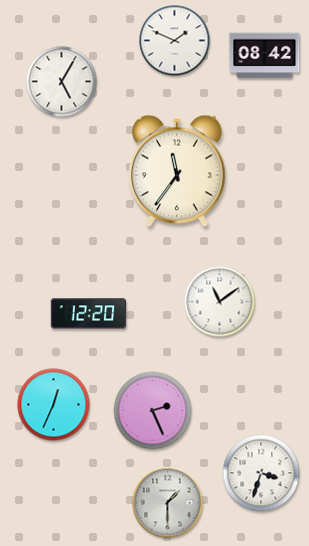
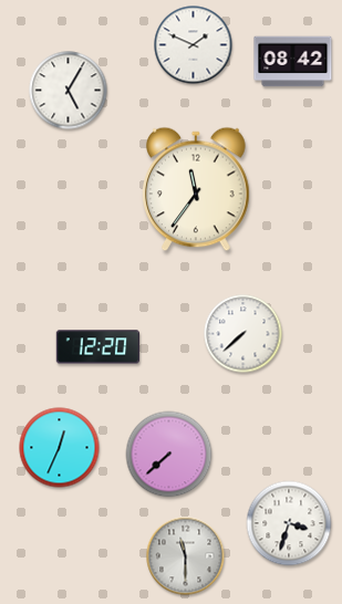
clock at (220, 302): 11:09 -> 7:38
clock at (153, 411): 2:26 -> 7:38
clock at (168, 503): 1:30 -> 11:30
